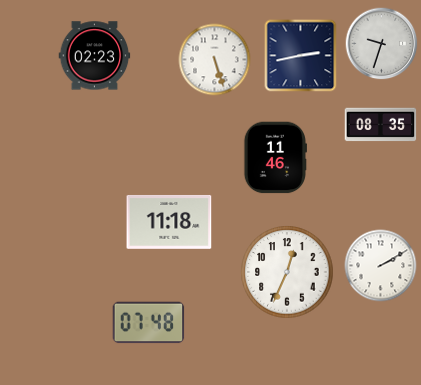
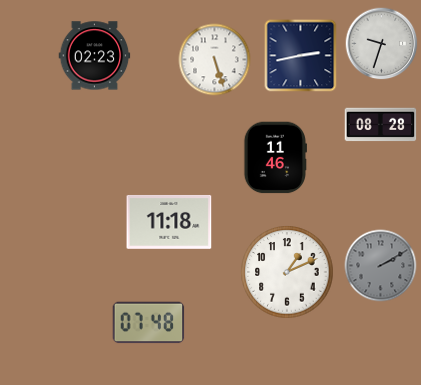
clock at (381, 125): 08:35 -> 08:28
clock at (381, 266) dial: white -> grey
clock at (287, 272): 12:34 -> 1:11
